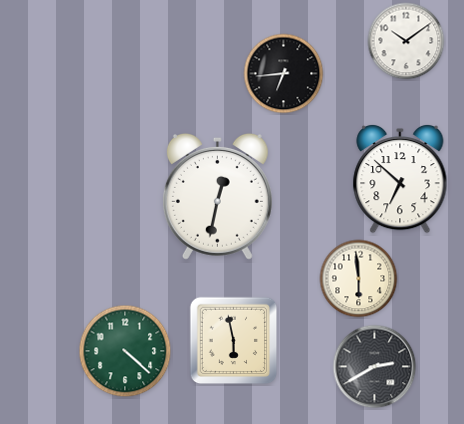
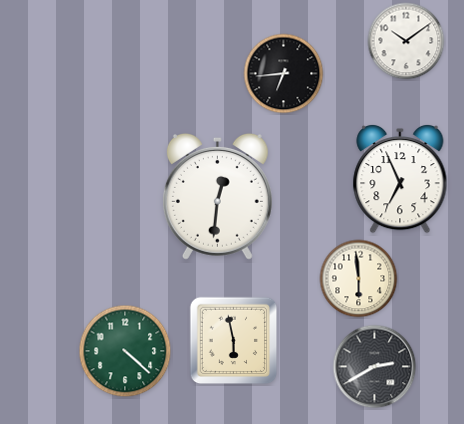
clock at (400, 179): 6:52 -> 6:56
clock at (217, 196): 12:32 -> 12:31
